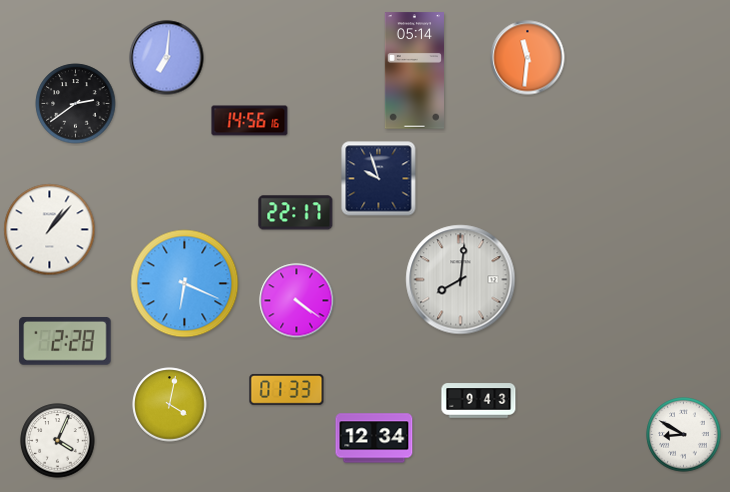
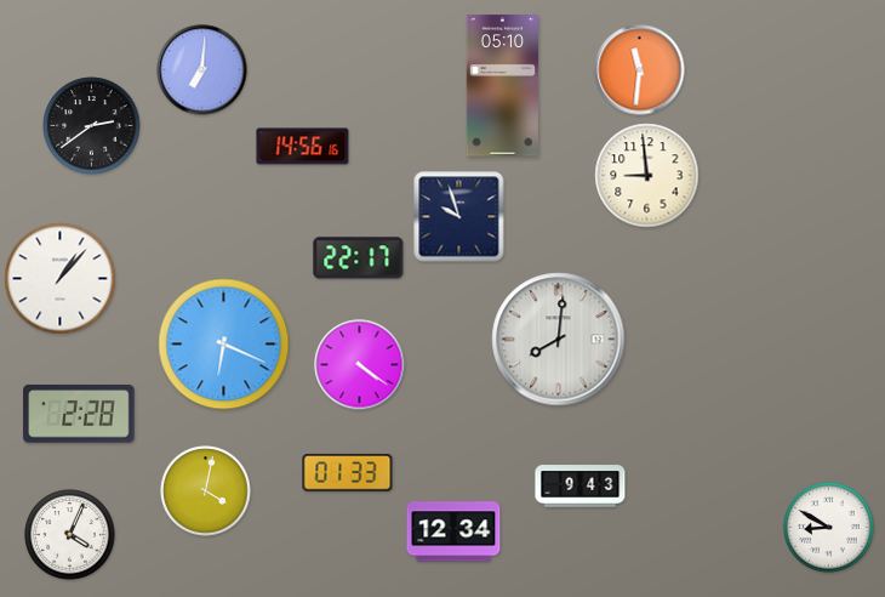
clock at (414, 71): 05:14 -> 05:10
clock at (647, 176): none -> 8:59
